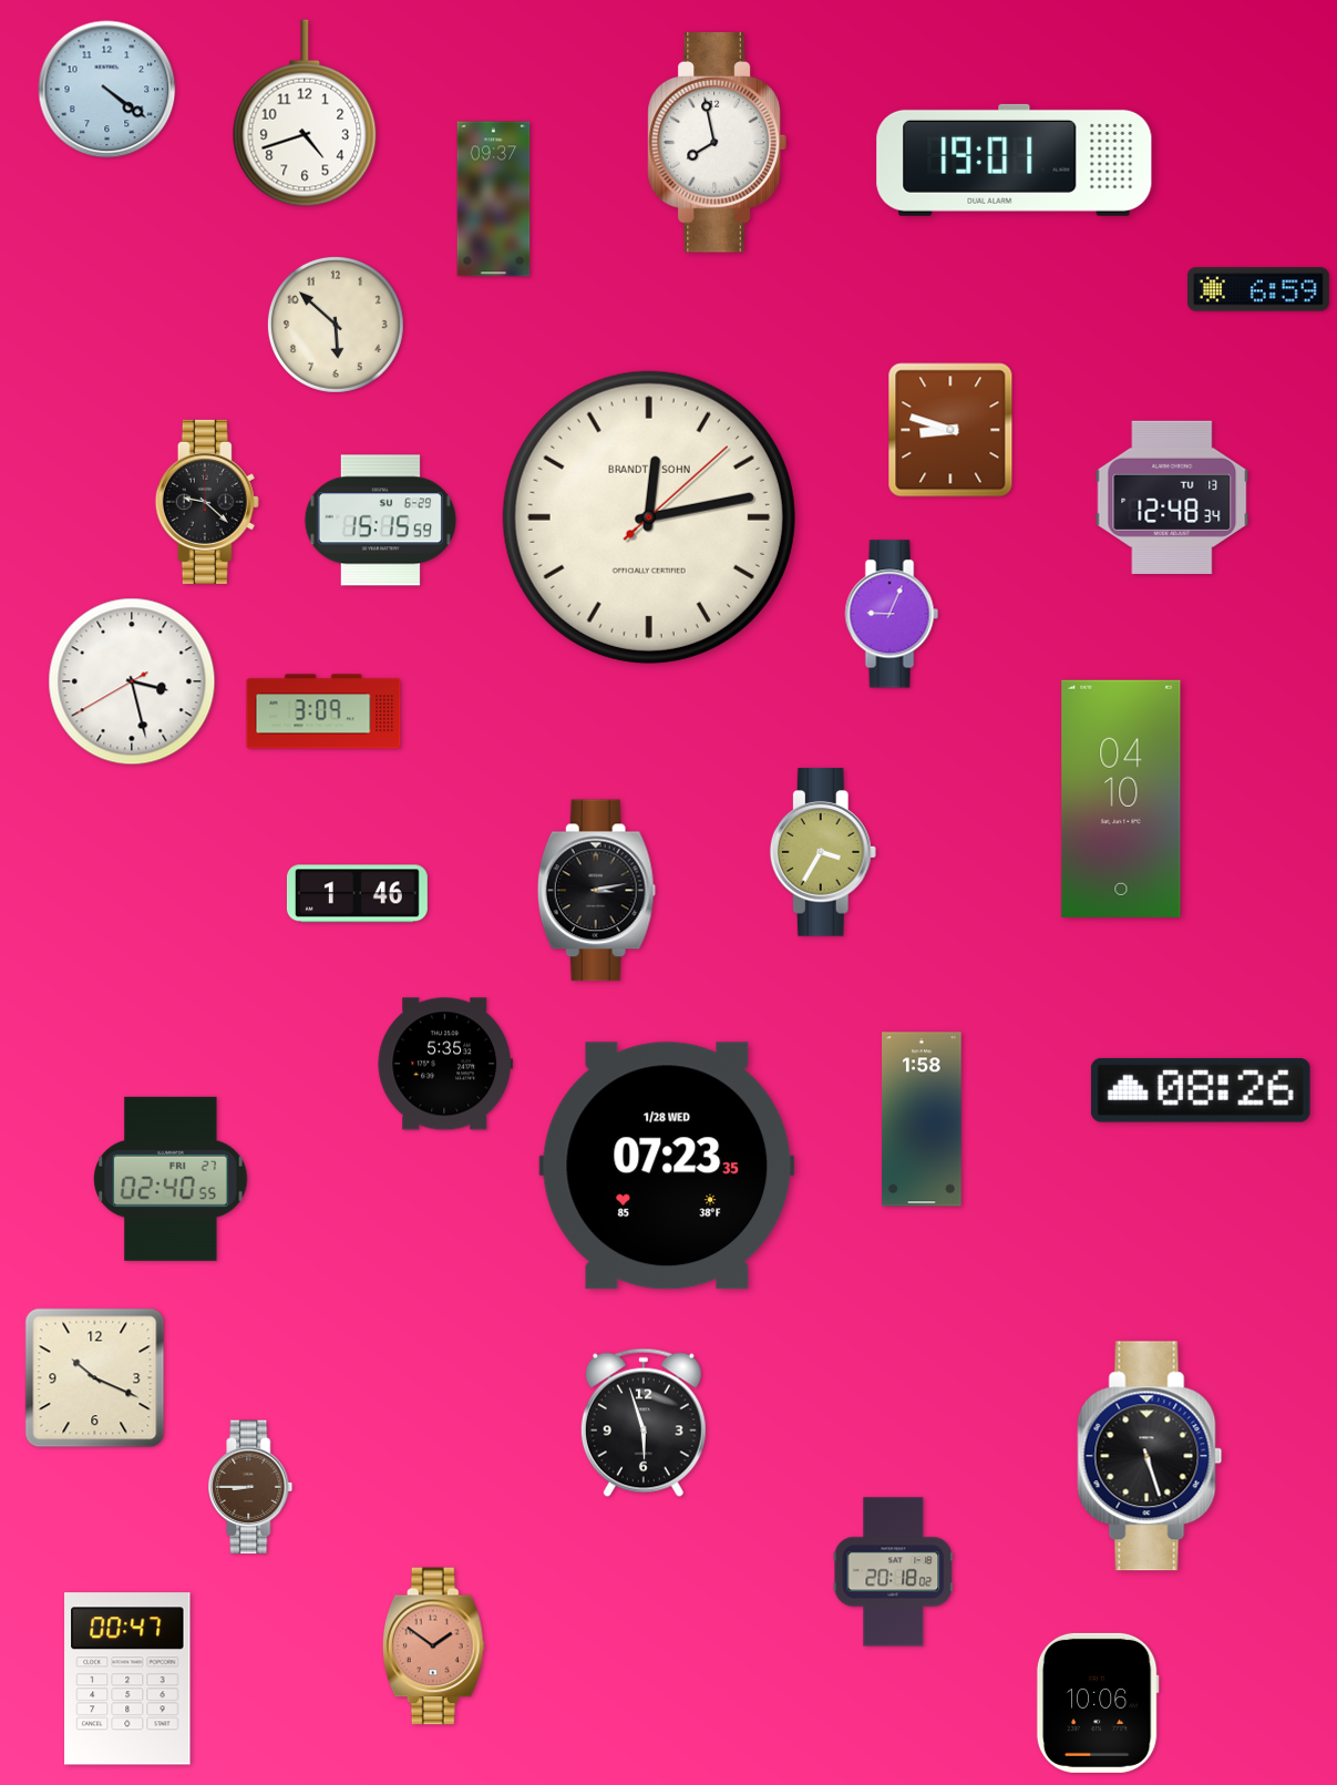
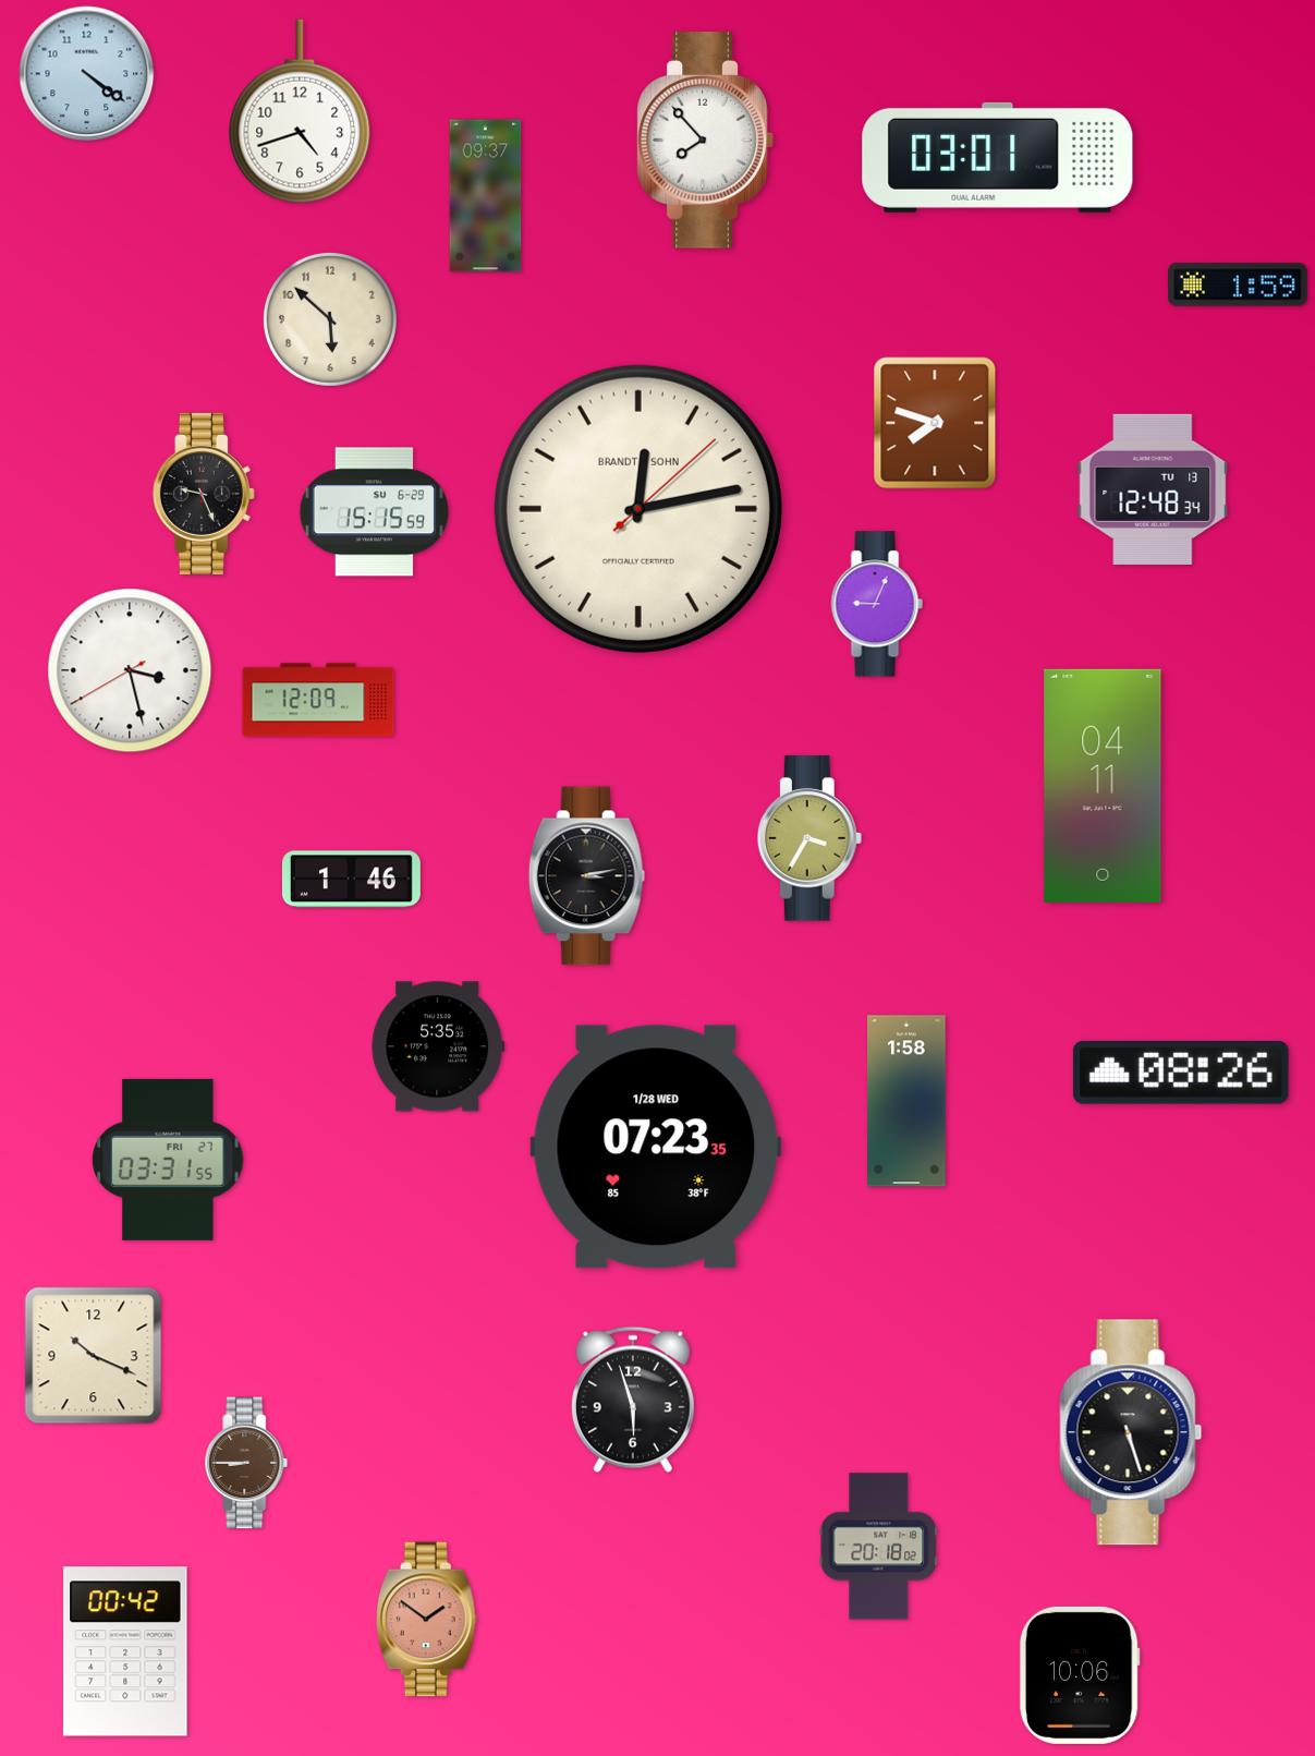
clock at (107, 90) position: (107, 90) -> (87, 74)
clock at (717, 143): 7:58 -> 7:53
clock at (1015, 160): 19:01 -> 03:01
clock at (1258, 289): 6:59 -> 1:59
clock at (950, 430): 8:48 -> 7:48
clock at (207, 502): 9:22 -> 9:26
clock at (323, 711): 3:09 -> 12:09
clock at (1121, 799): 04:10 -> 04:11
clock at (171, 1179): 02:40 -> 03:31
clock at (127, 1679): 00:47 -> 00:42
